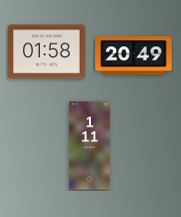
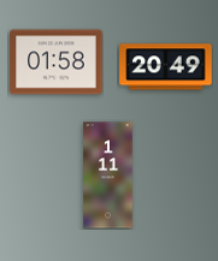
clock at (134, 56) position: (134, 56) -> (166, 67)
